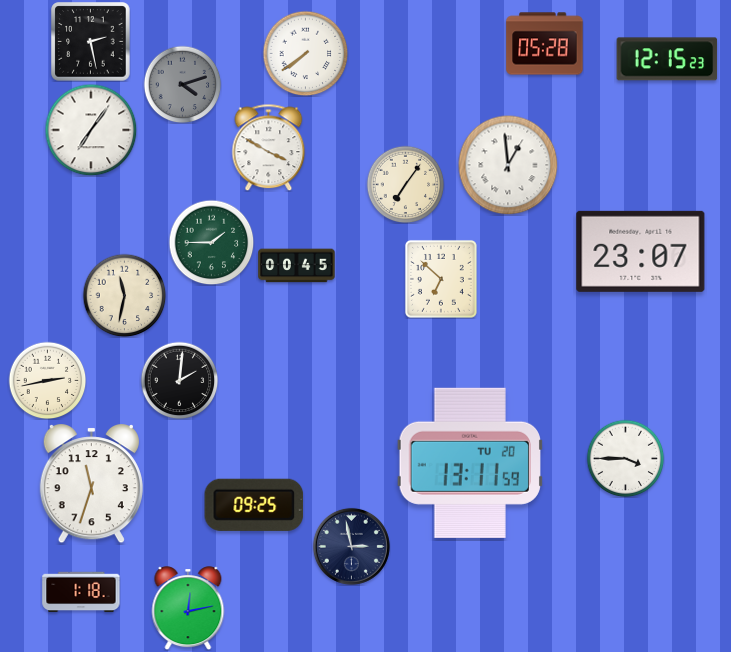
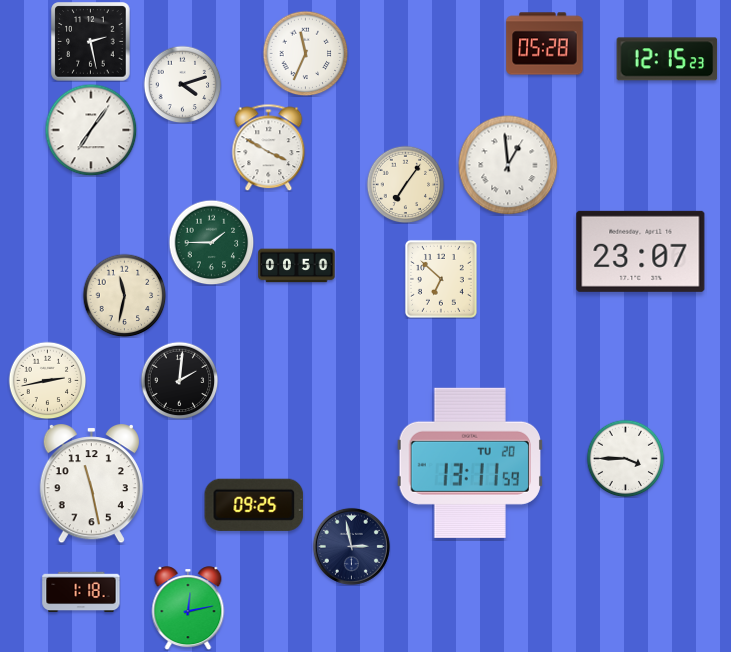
clock at (305, 53): 7:39 -> 11:34
clock at (182, 84) dial: grey -> white
clock at (297, 266): 00:45 -> 00:50
clock at (91, 484): 11:33 -> 11:28
